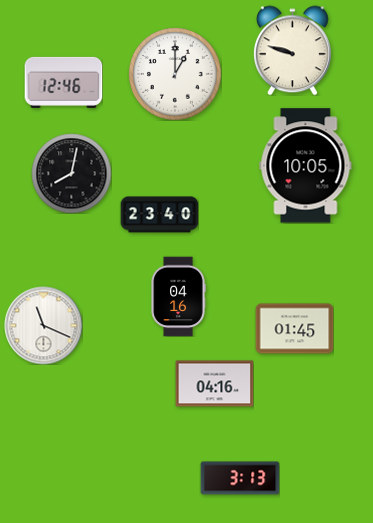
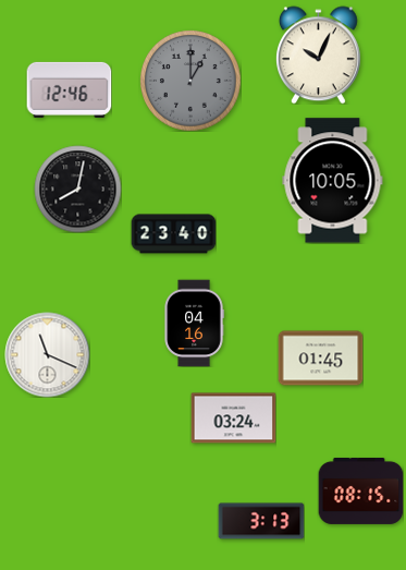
clock at (292, 50): 9:48 -> 10:04
clock at (175, 74) dial: white -> grey
clock at (214, 384): 04:16 -> 03:24
clock at (360, 490): none -> 08:15
